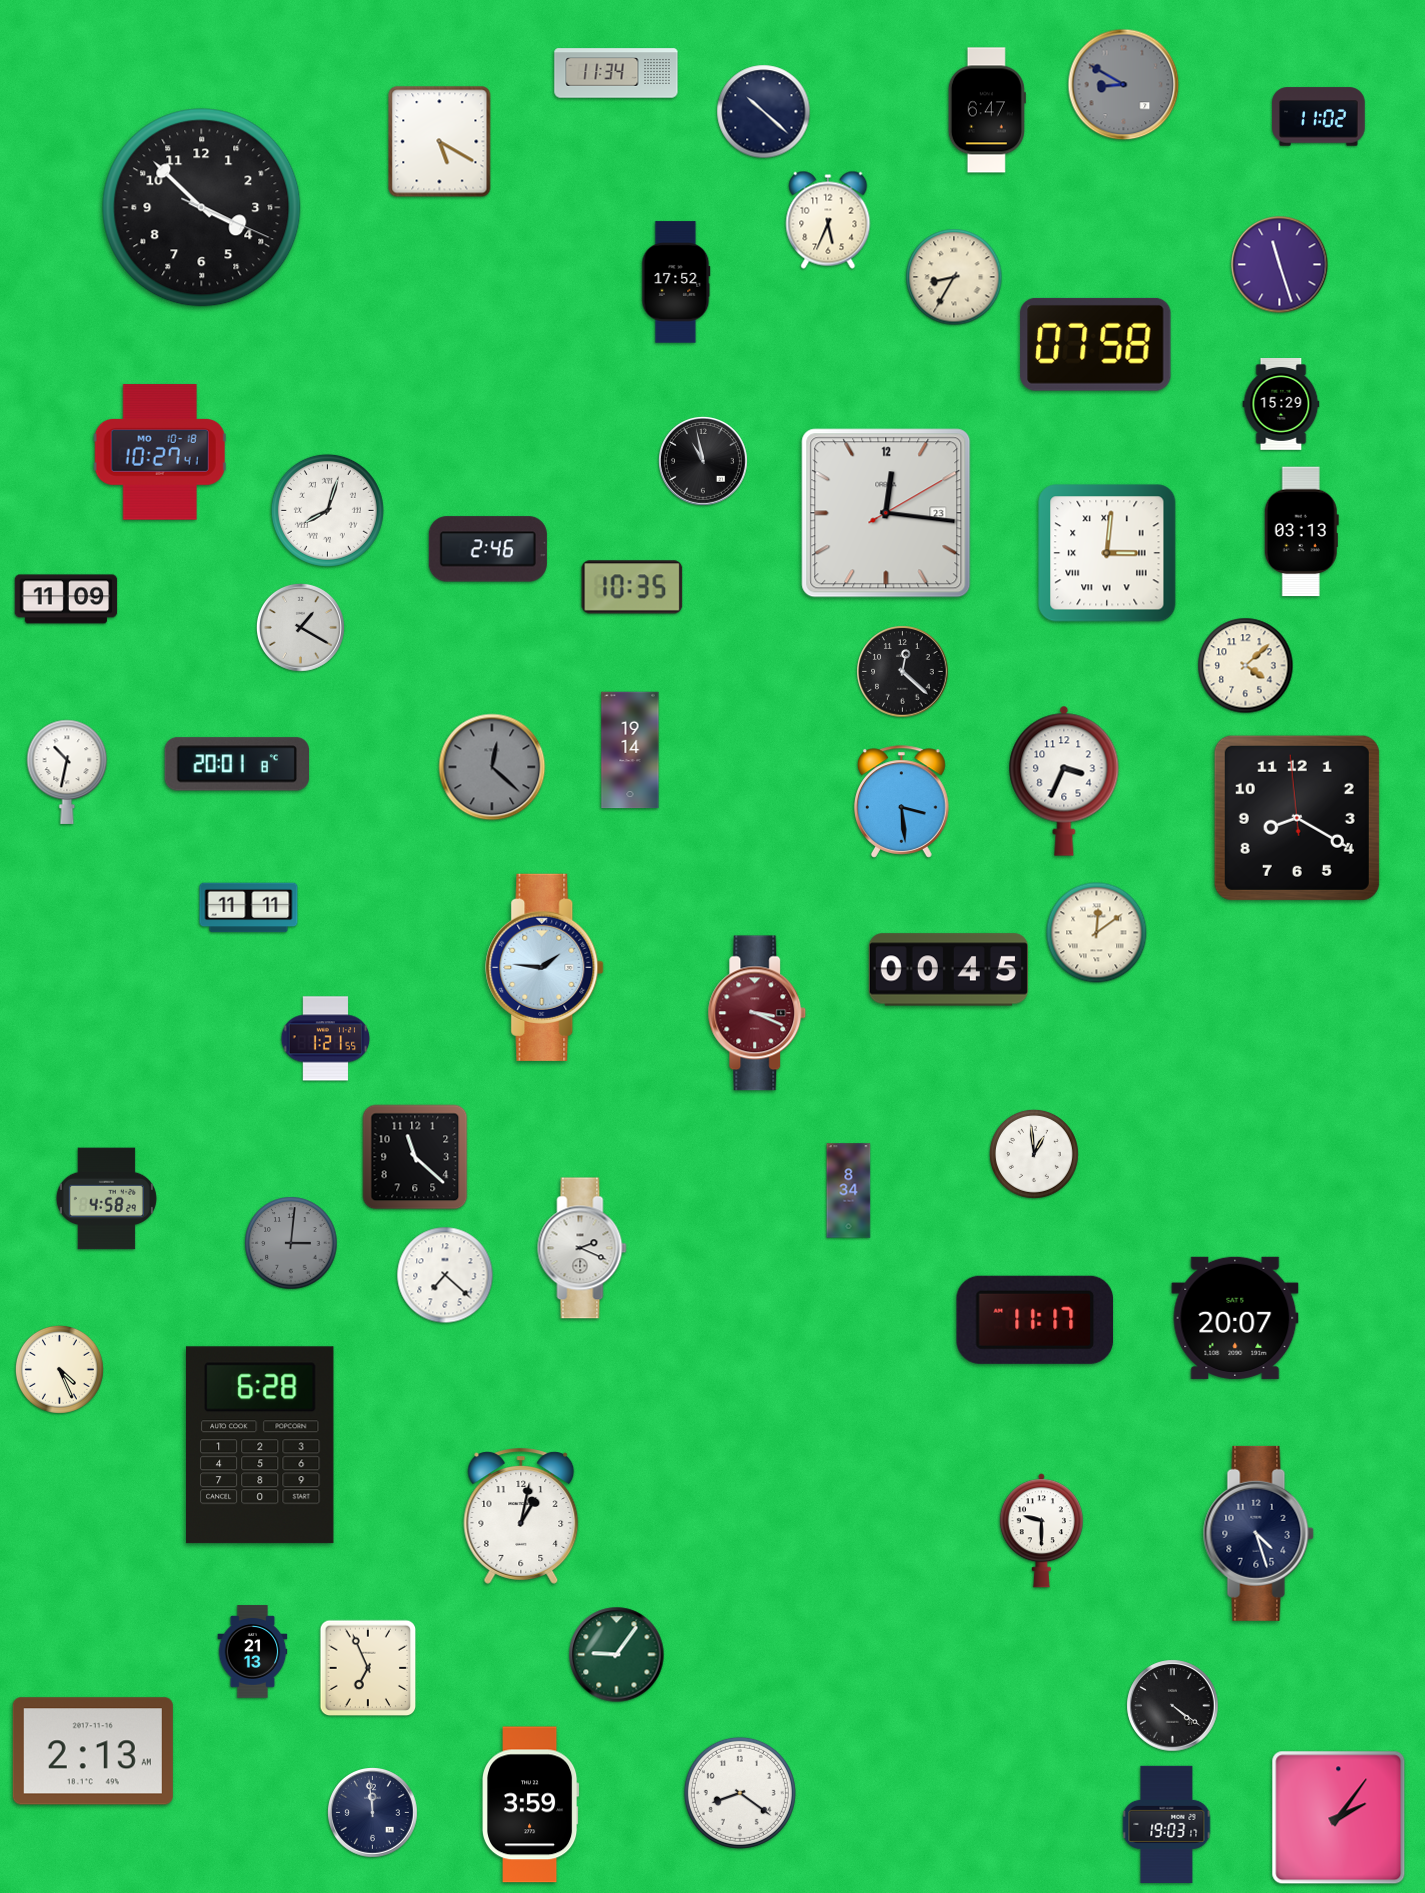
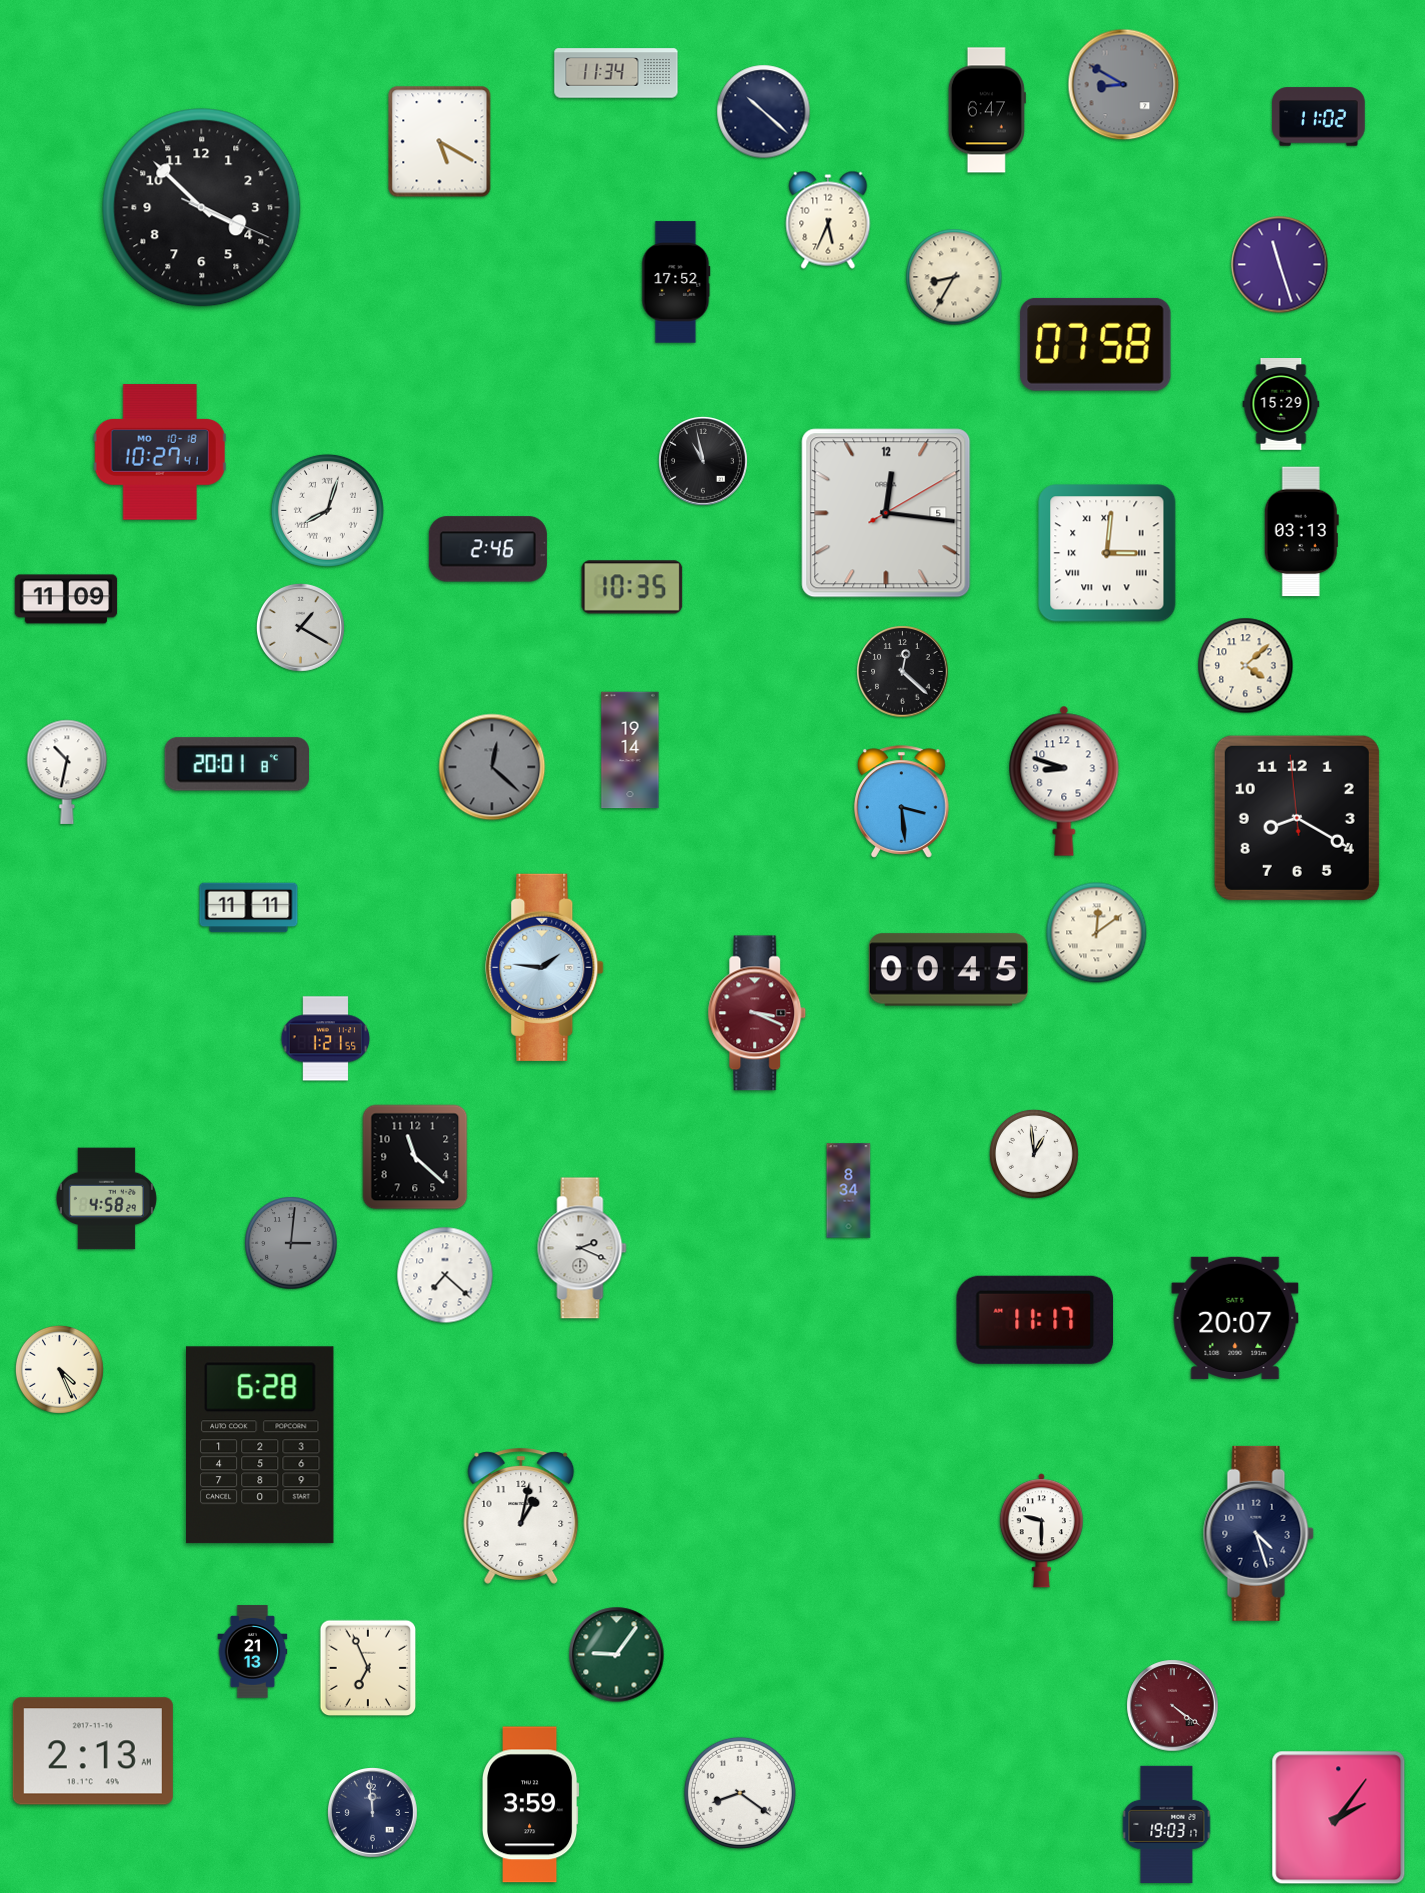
clock at (886, 513) date: 23 -> 5
clock at (1064, 781): 3:34 -> 8:48
clock at (1173, 1706) dial: black -> burgundy
